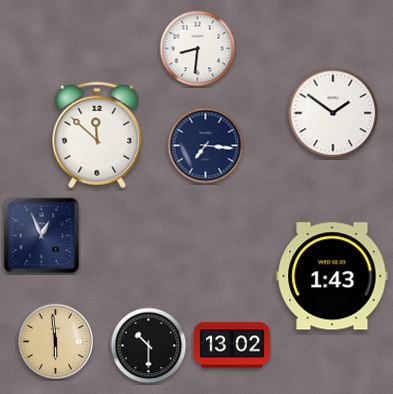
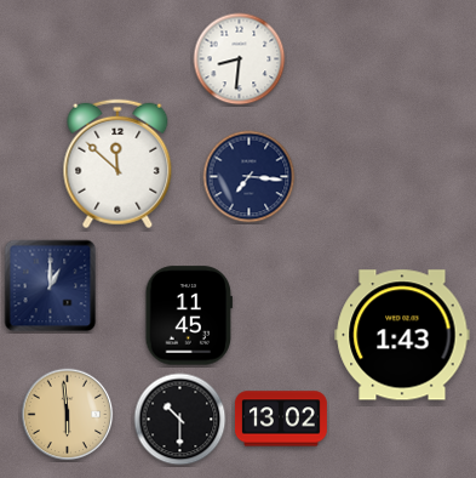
clock at (333, 113): 1:51 -> none
clock at (42, 236): 12:56 -> 1:00
clock at (189, 315): none -> 11:45
